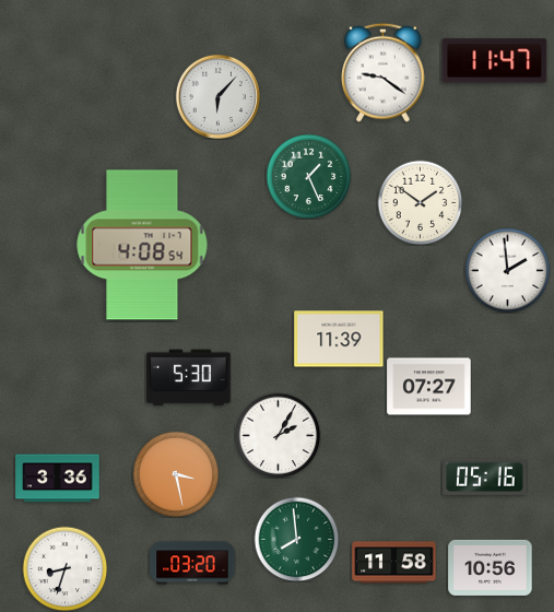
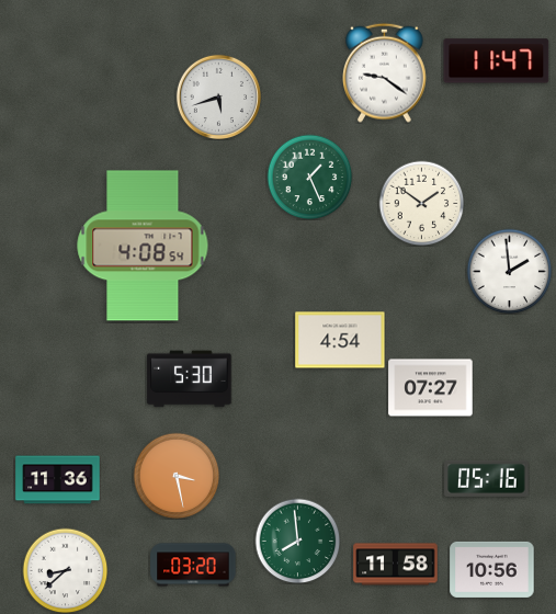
clock at (217, 96): 6:07 -> 5:42
clock at (339, 339): 11:39 -> 4:54
clock at (278, 435): 2:05 -> none
clock at (58, 479): 3:36 -> 11:36
clock at (64, 568): 8:33 -> 8:38
